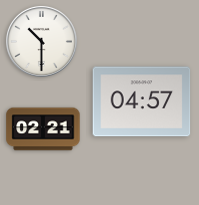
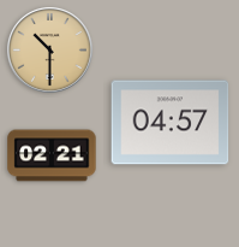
clock at (41, 41) dial: white -> champagne
